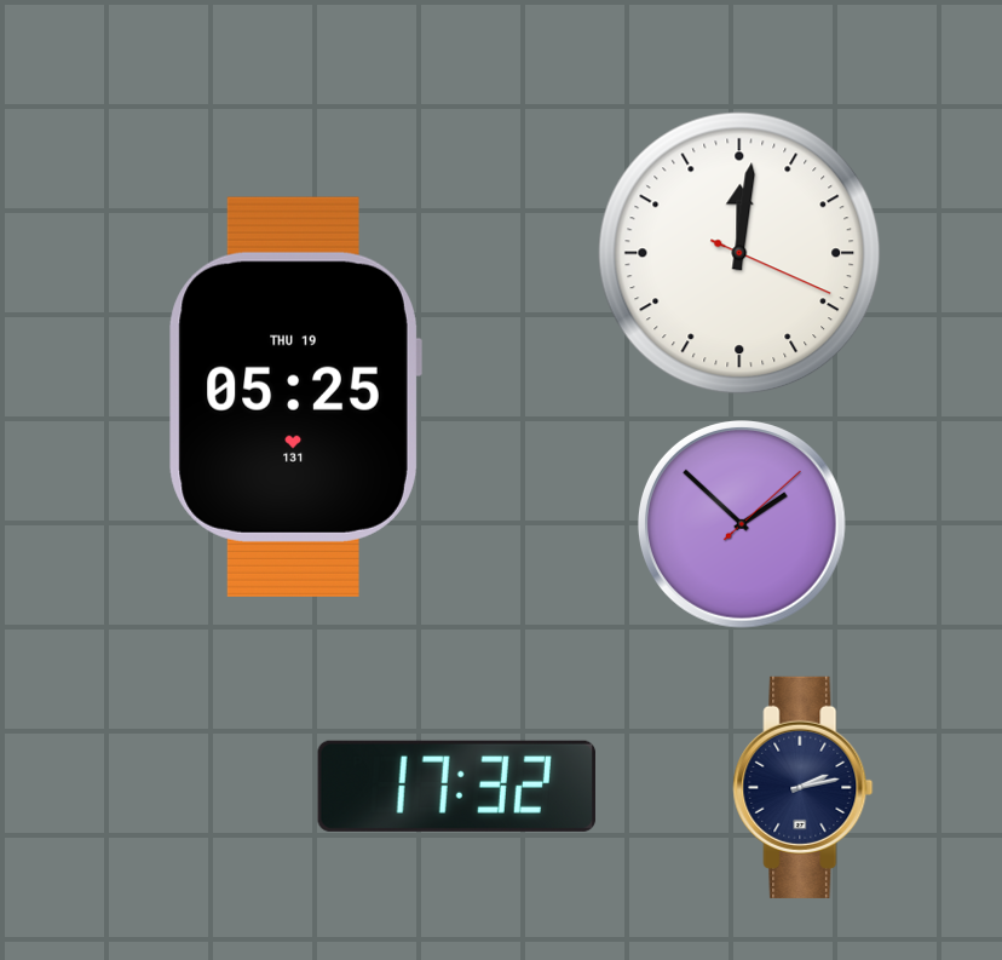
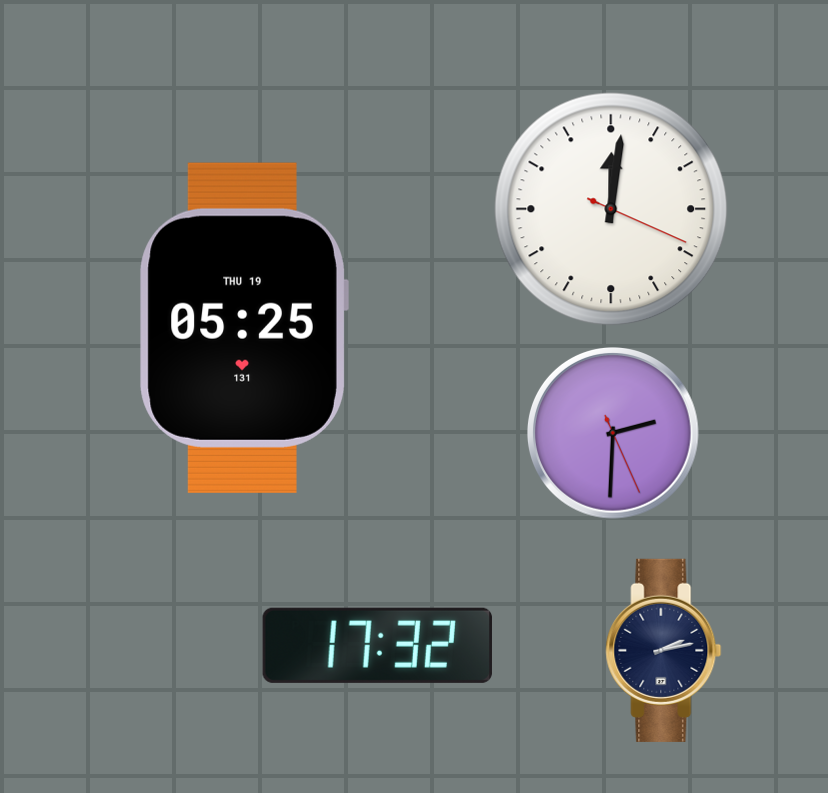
clock at (743, 525): 1:52 -> 2:30
clock at (456, 786) position: (456, 786) -> (377, 645)
